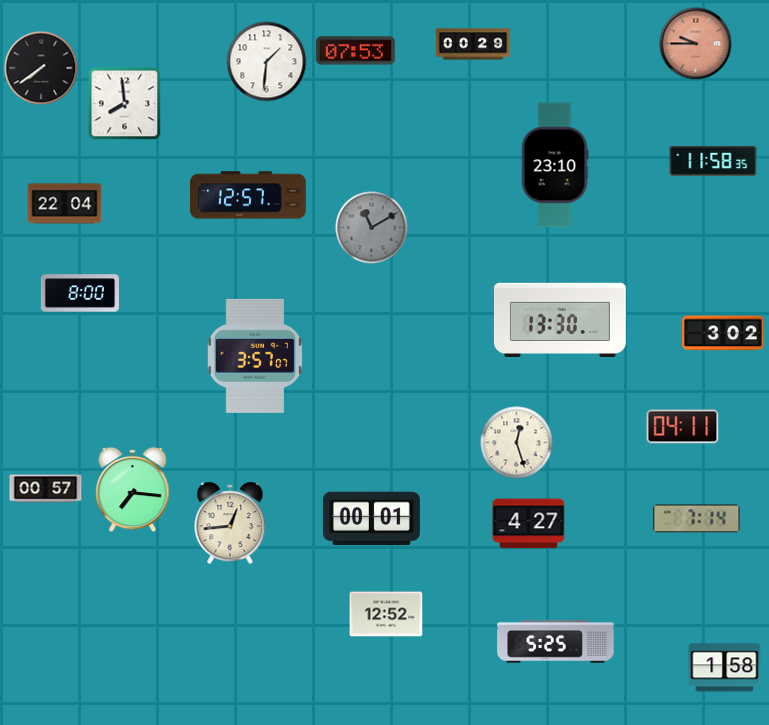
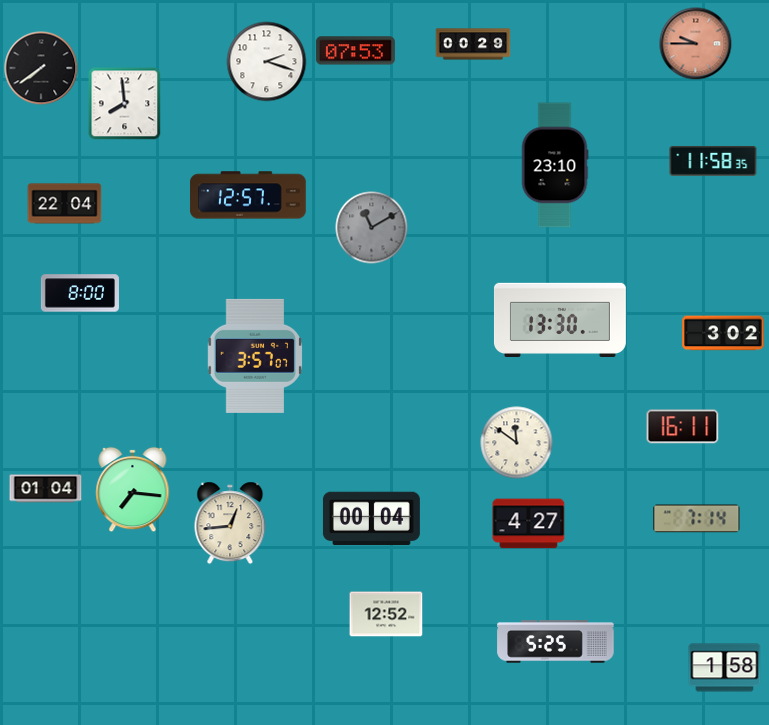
clock at (267, 62): 1:31 -> 2:18
clock at (683, 427): 04:11 -> 16:11
clock at (517, 443): 12:27 -> 11:51
clock at (46, 489): 00:57 -> 01:04
clock at (371, 519): 00:01 -> 00:04
